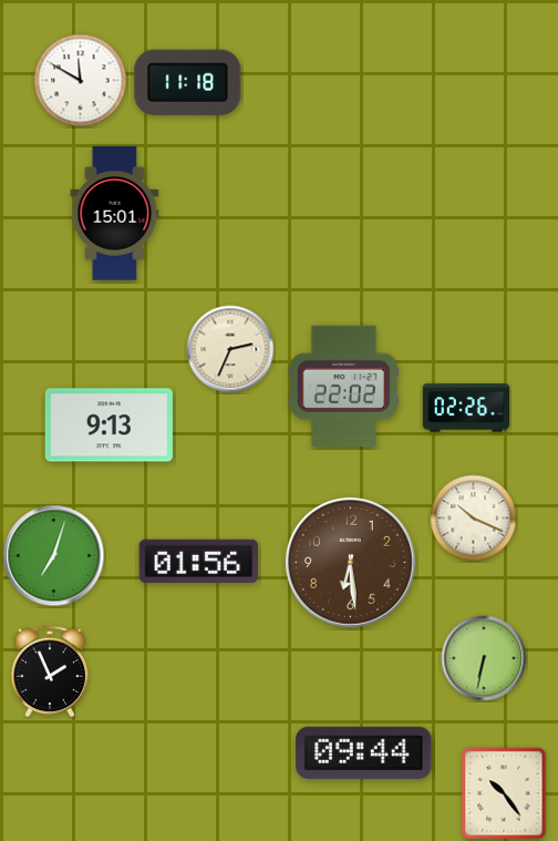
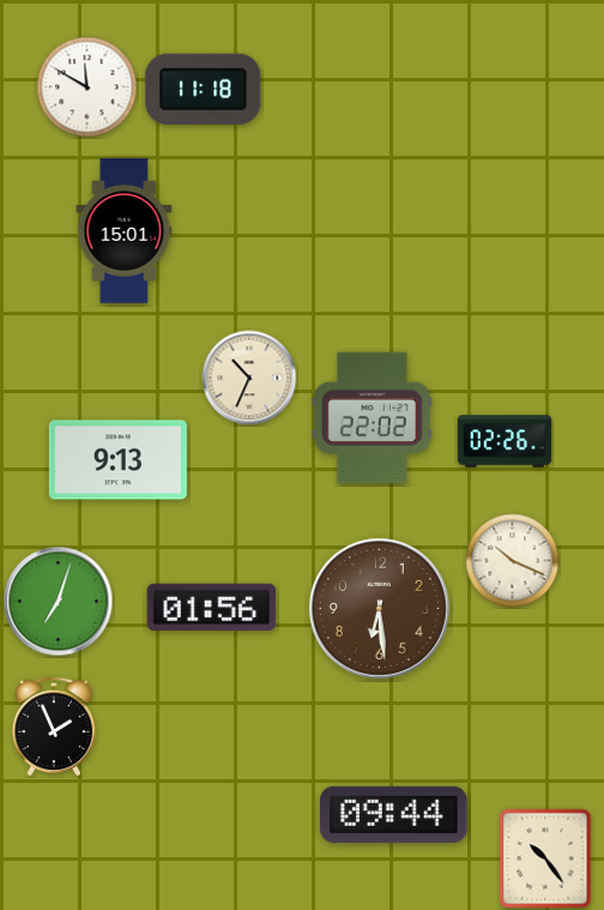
clock at (230, 349): 2:34 -> 10:34
clock at (199, 561) position: (199, 561) -> (212, 607)
clock at (484, 658): 6:32 -> none
